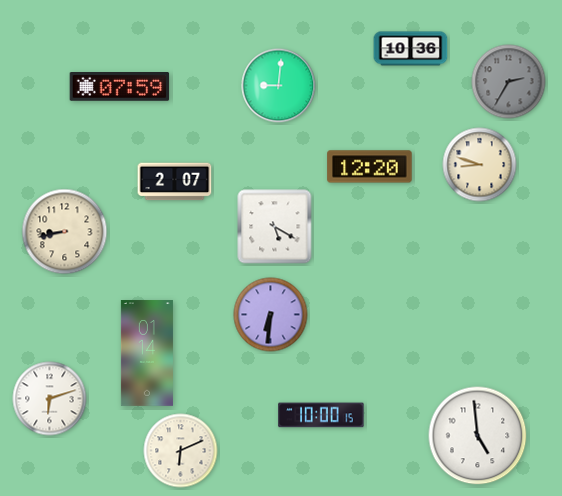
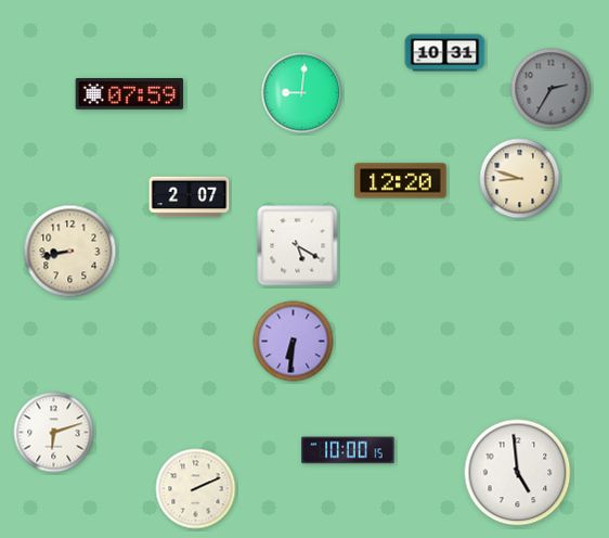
clock at (411, 49): 10:36 -> 10:31
clock at (147, 353): 01:14 -> none
clock at (181, 451): 6:11 -> 2:11
